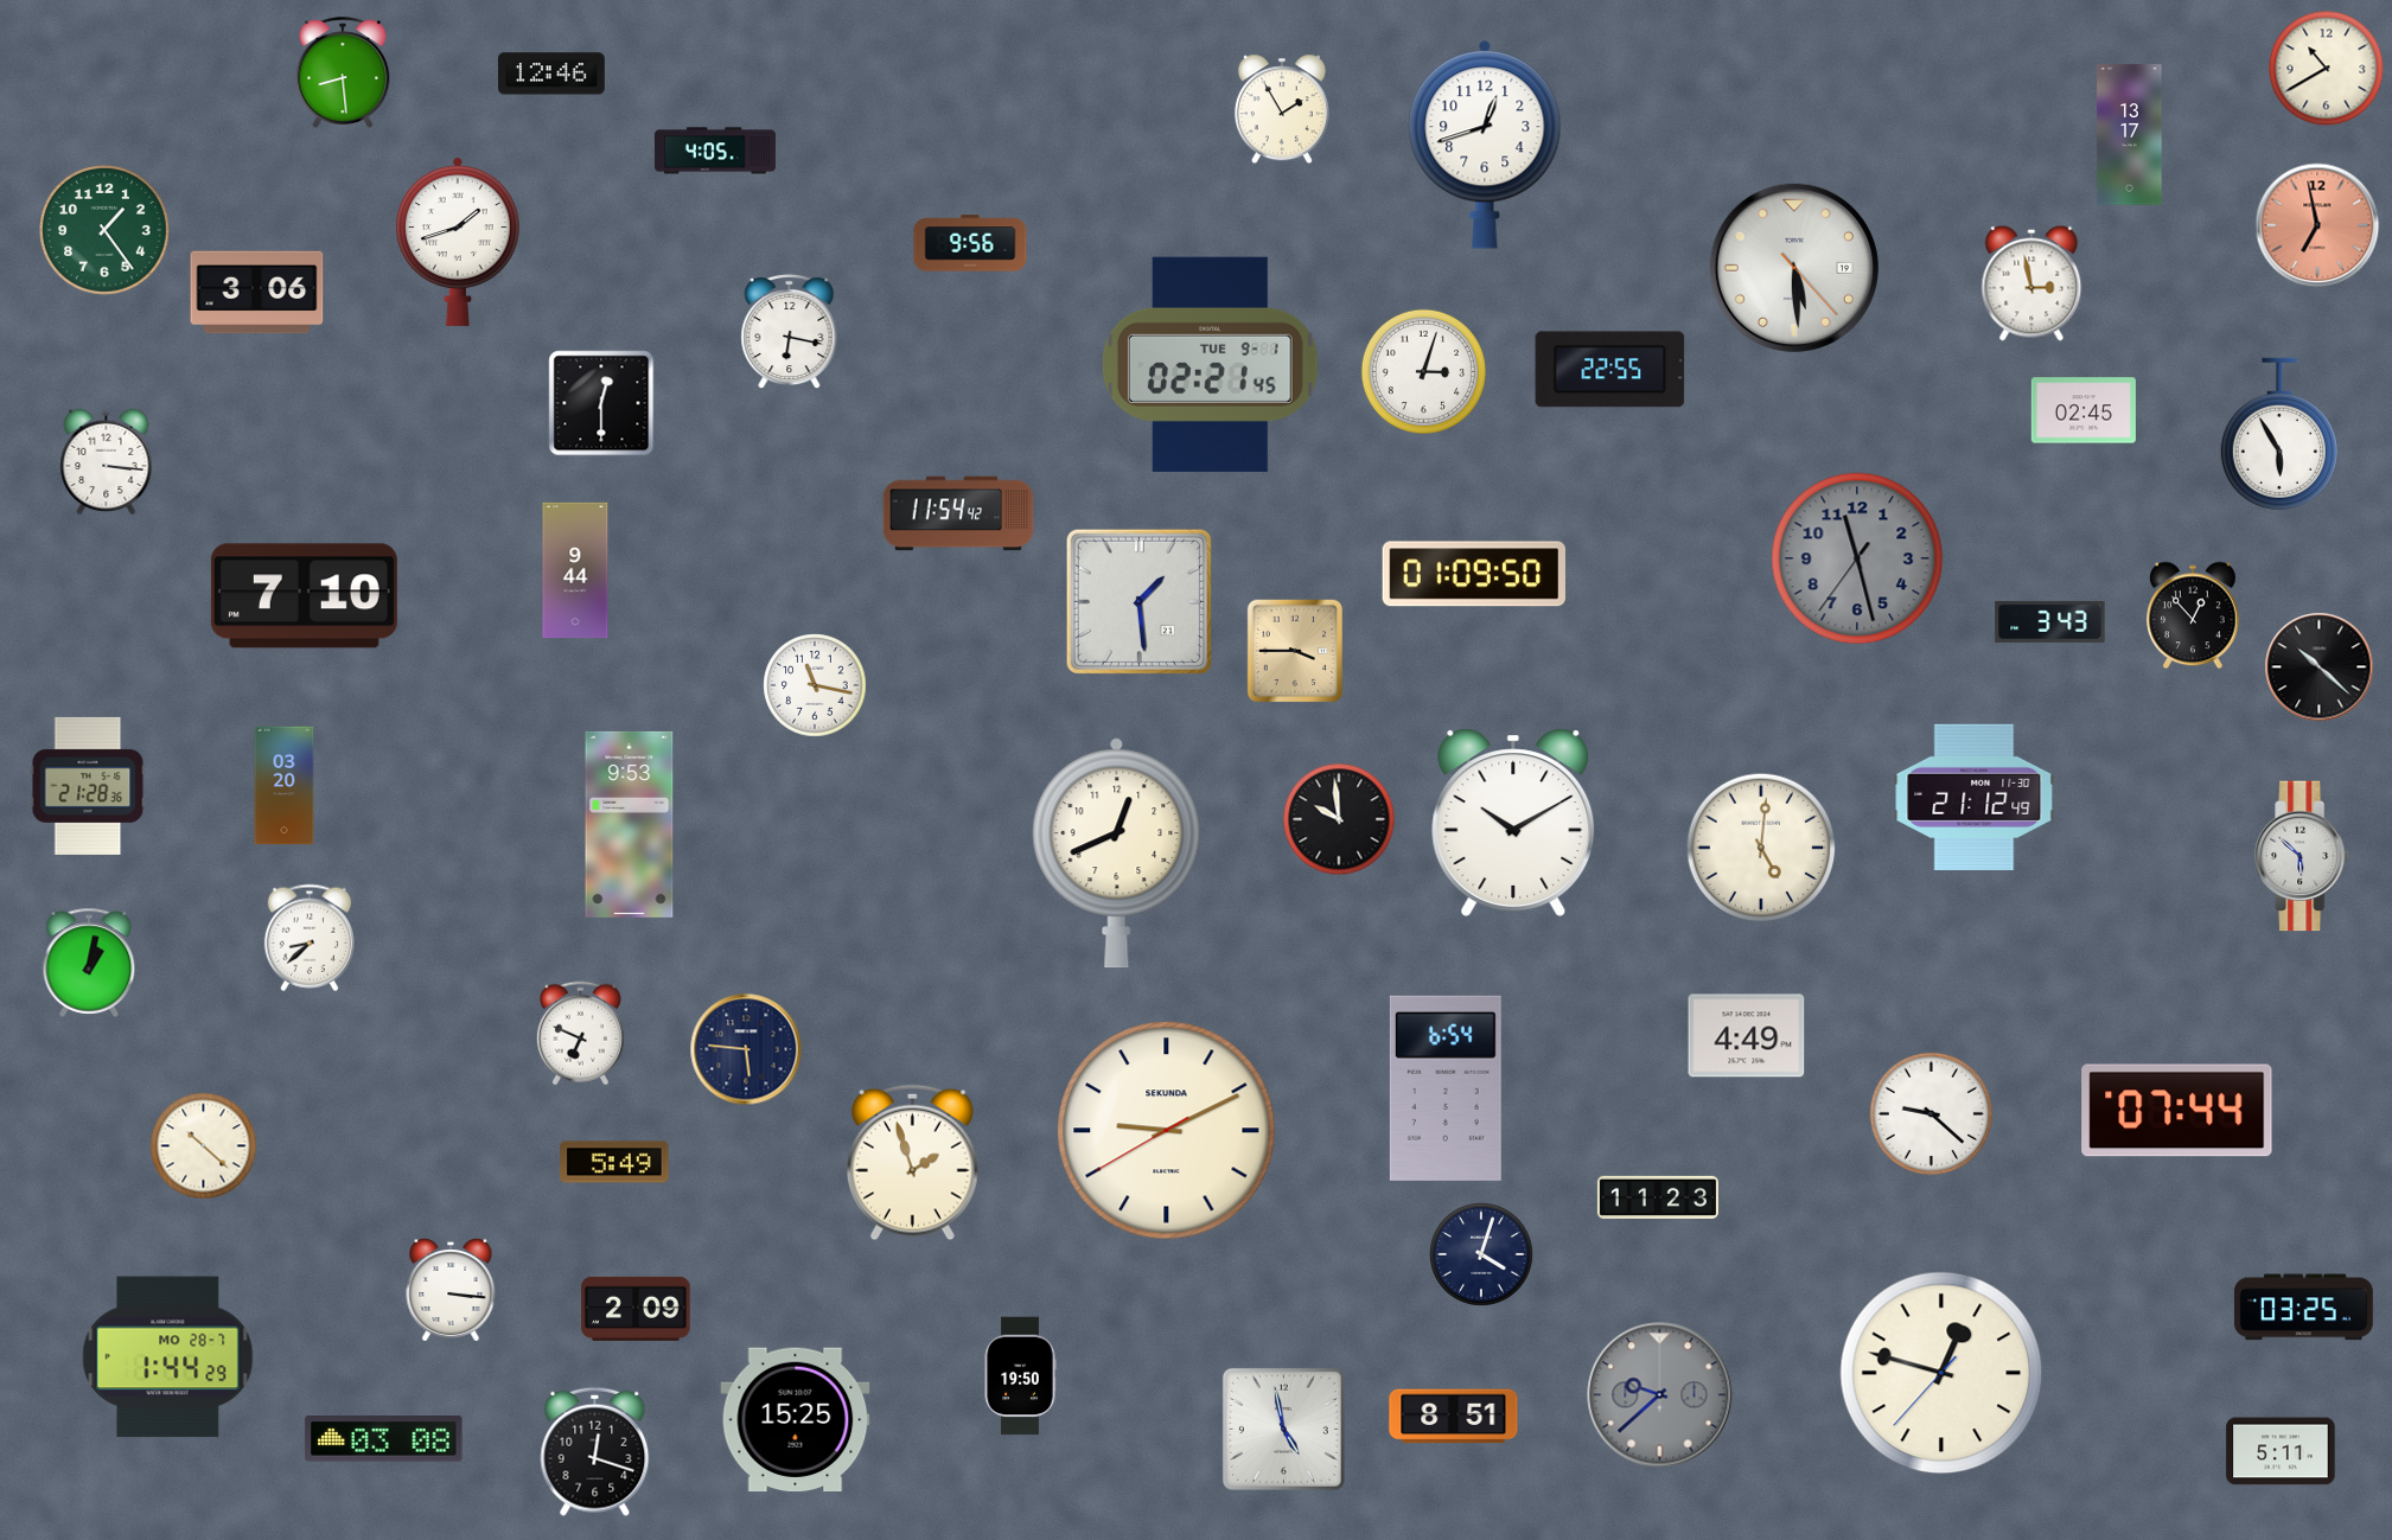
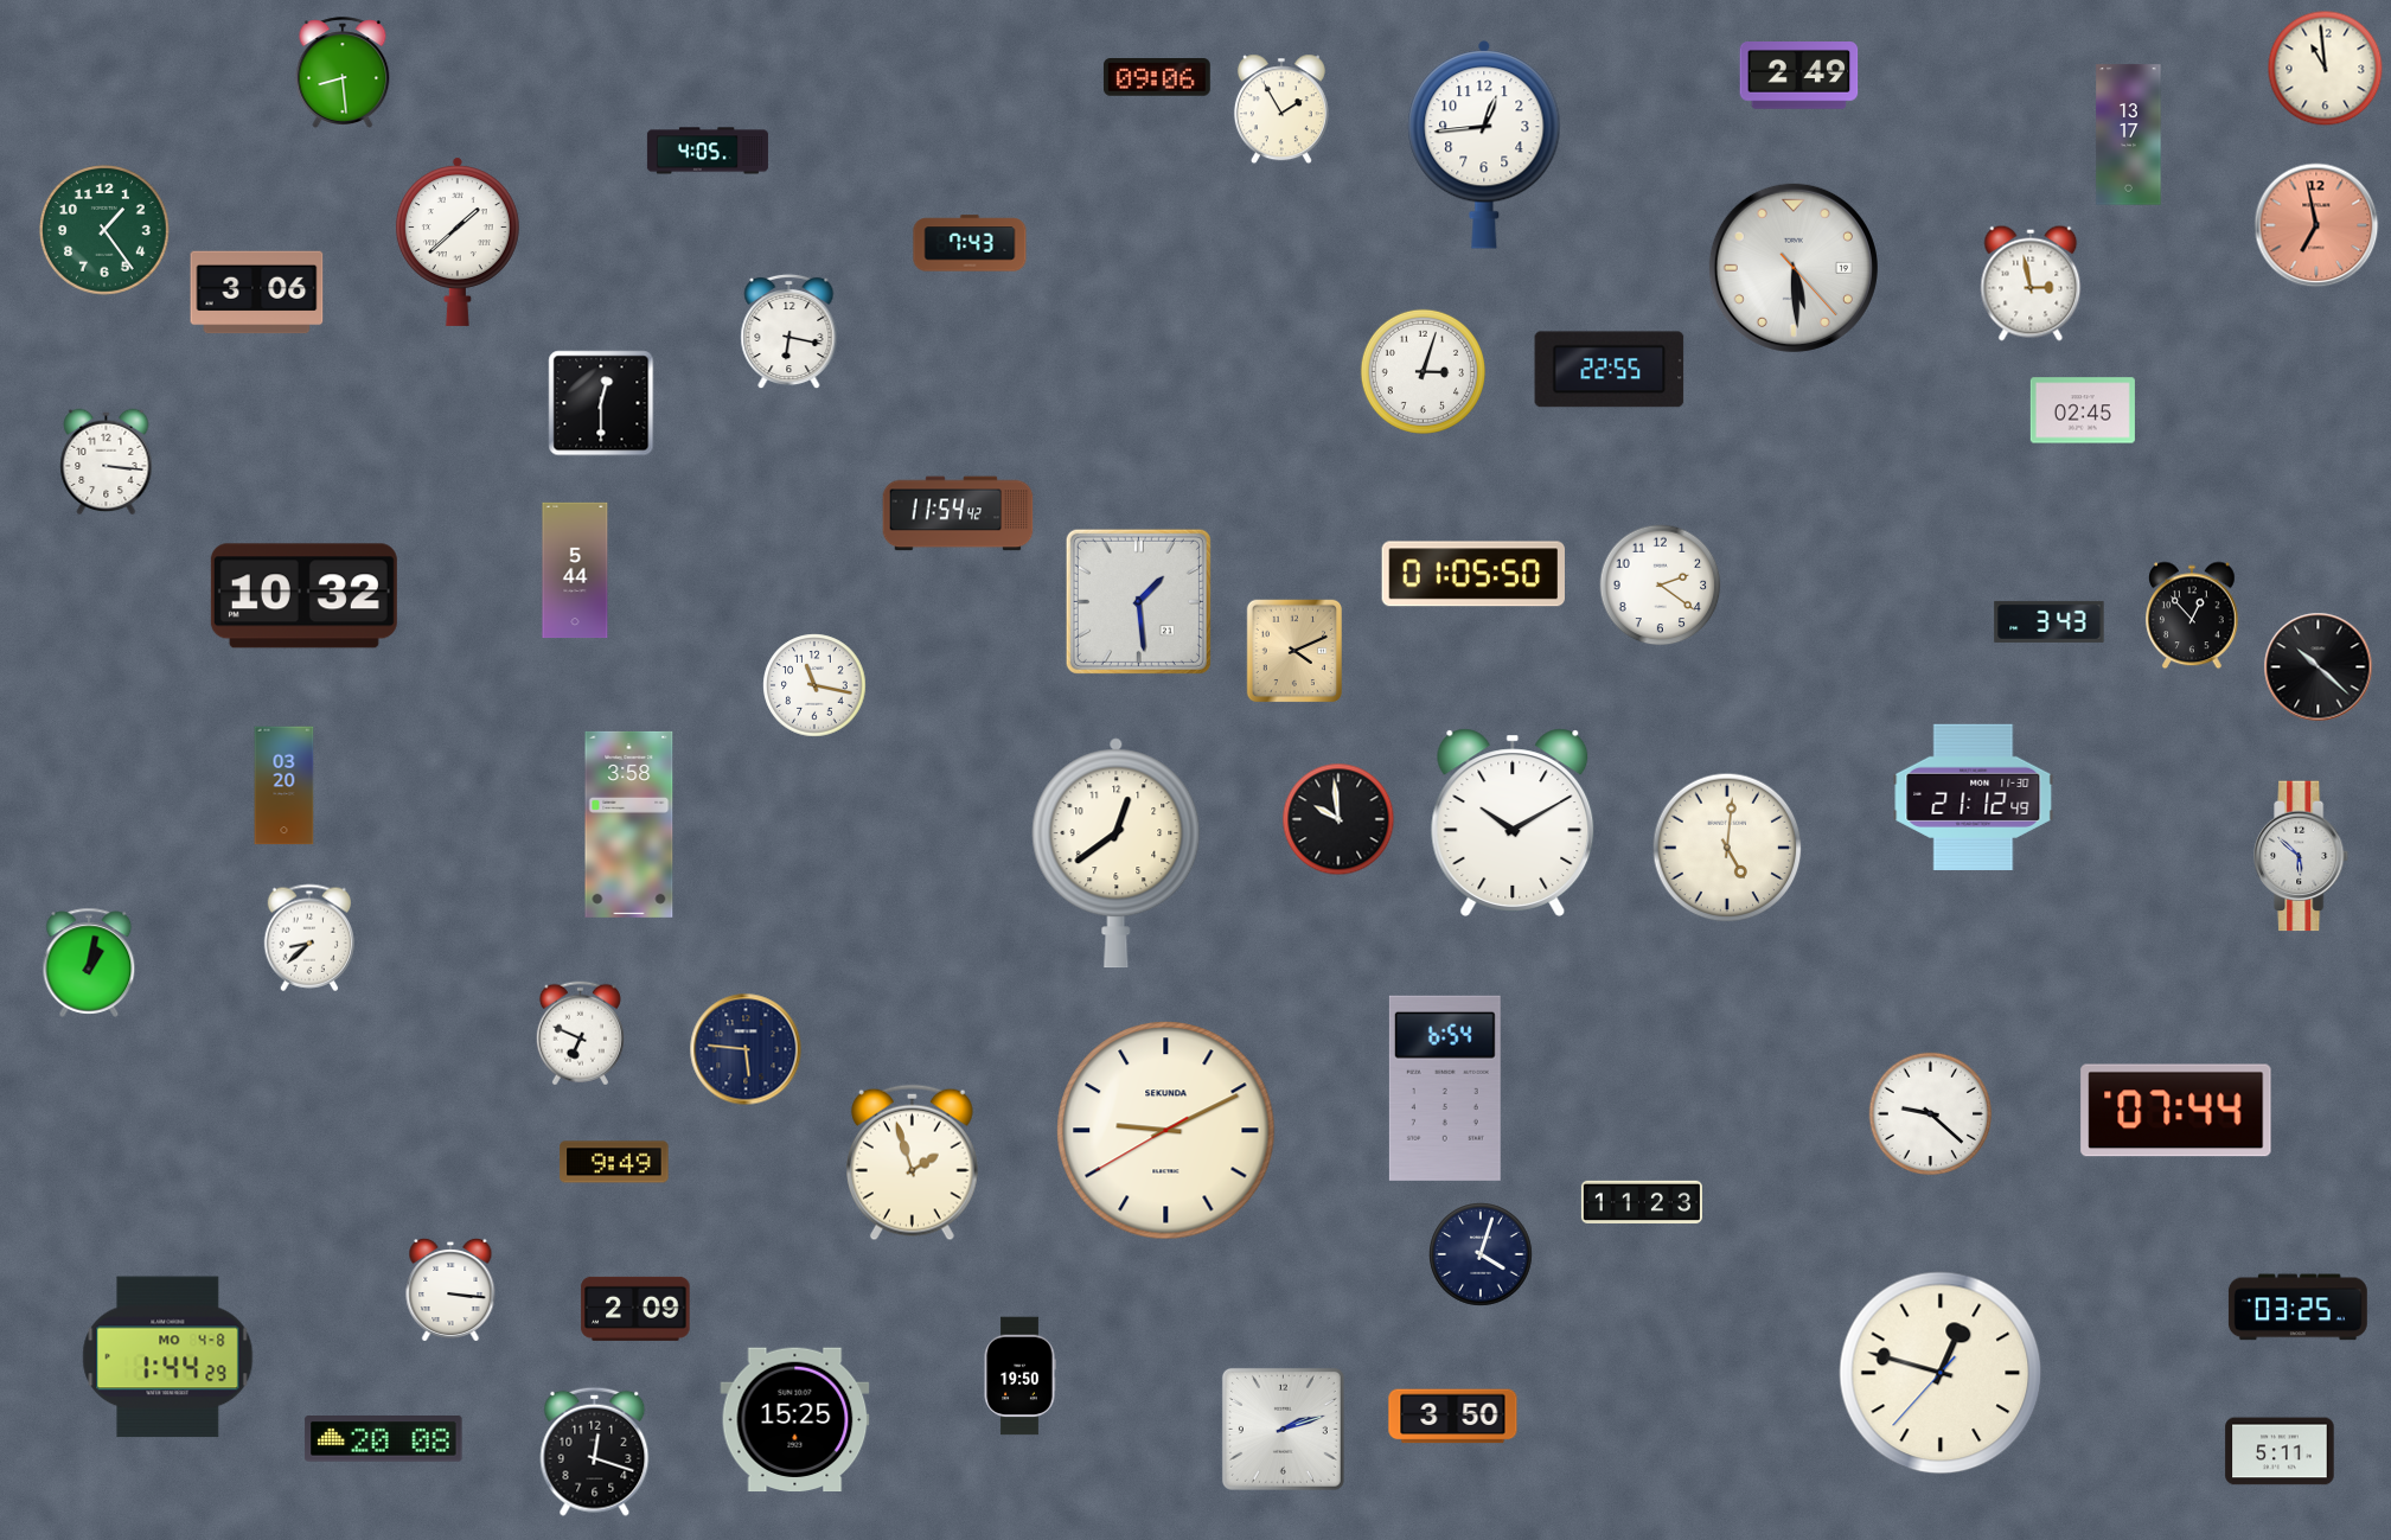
clock at (2327, 69): 10:40 -> 10:59
clock at (551, 74): 12:46 -> none
clock at (1799, 76): none -> 2:49
clock at (1157, 78): none -> 09:06
clock at (1485, 145): 12:42 -> 12:44
clock at (715, 151) position: (715, 151) -> (708, 151)
clock at (458, 242): 1:42 -> 1:38
clock at (970, 243): 9:56 -> 7:43
clock at (1210, 364): 02:21 -> none
clock at (2279, 434): 5:55 -> none
clock at (1857, 558): 11:27 -> none
clock at (575, 570): 9:44 -> 5:44
clock at (1473, 574): 01:09 -> 01:05
clock at (1661, 586): none -> 2:21
clock at (304, 596): 7:10 -> 10:32
clock at (1295, 651): 3:45 -> 4:11
clock at (88, 786): 21:28 -> none
clock at (630, 824): 9:53 -> 3:58
clock at (1761, 848) position: (1761, 848) -> (1727, 848)
clock at (1117, 854): 12:41 -> 12:39
clock at (1747, 1036): 4:49 -> none
clock at (204, 1146): 10:22 -> none
clock at (614, 1162): 5:49 -> 9:49
clock at (1658, 1196) position: (1658, 1196) -> (1642, 1201)
clock at (2303, 1308) position: (2303, 1308) -> (2297, 1308)
clock at (168, 1357) date: MO 28-7 -> MO 4-8
clock at (1660, 1395): 9:38 -> none
clock at (1454, 1417): 8:51 -> 3:50
clock at (1283, 1429): 4:58 -> 2:12
clock at (384, 1439): 03:08 -> 20:08
